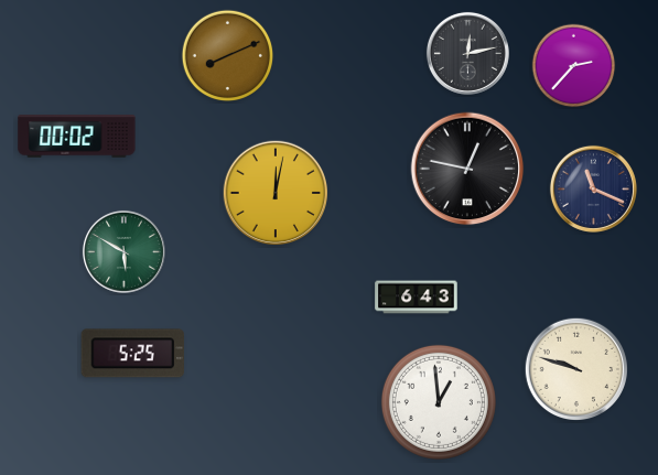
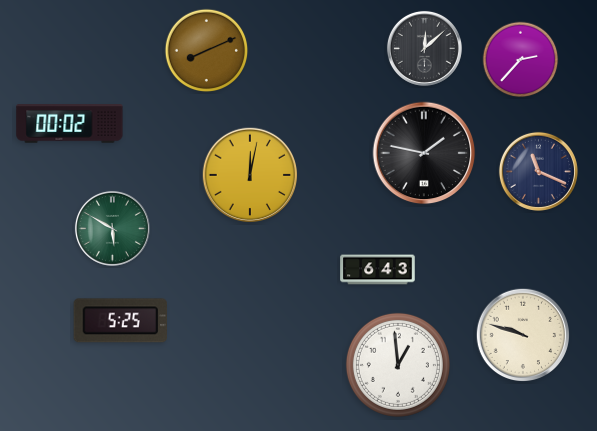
clock at (467, 53): 12:13 -> 12:08
clock at (467, 169): 12:47 -> 1:47
